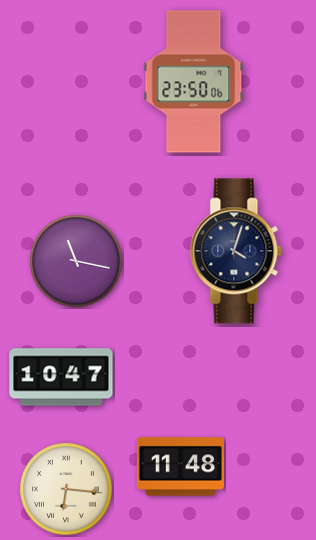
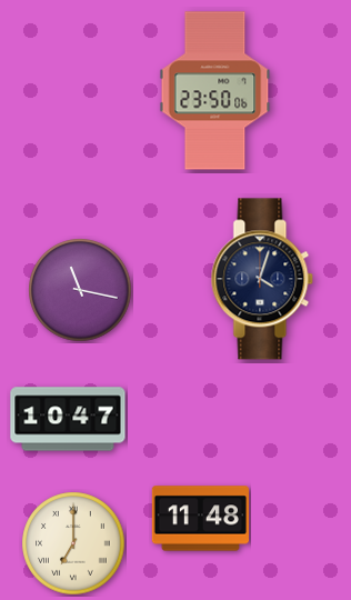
clock at (76, 261) position: (76, 261) -> (80, 290)
clock at (66, 489): 6:16 -> 7:00
